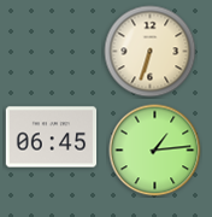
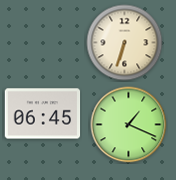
clock at (155, 151): 1:14 -> 1:19
